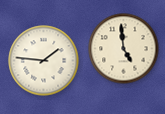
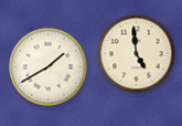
clock at (44, 61): 1:46 -> 1:40
